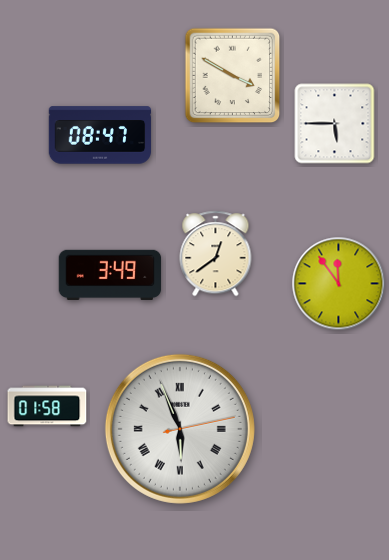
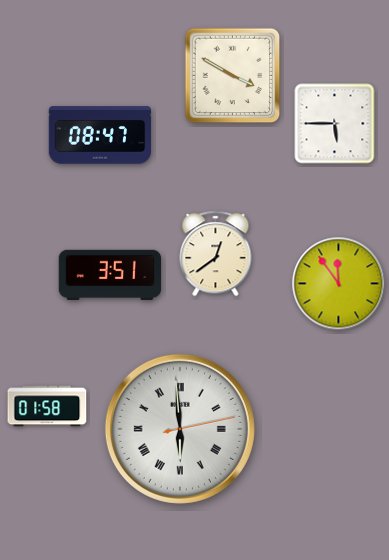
clock at (110, 275): 3:49 -> 3:51
clock at (180, 429): 5:56 -> 5:59
